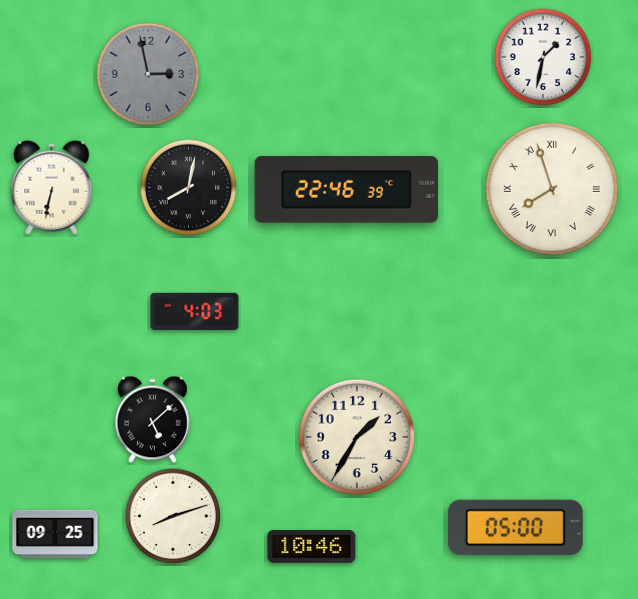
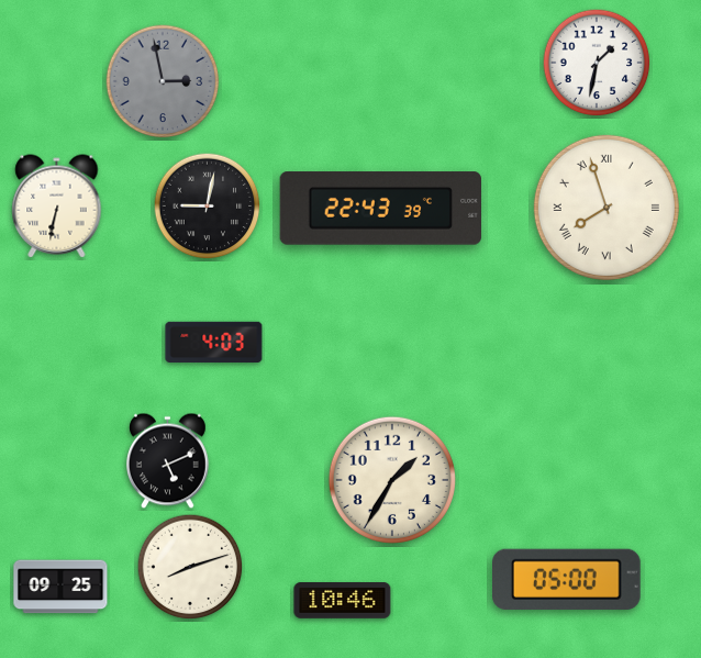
clock at (189, 188): 8:02 -> 9:02
clock at (346, 190): 22:46 -> 22:43
clock at (153, 420): 5:08 -> 5:11
